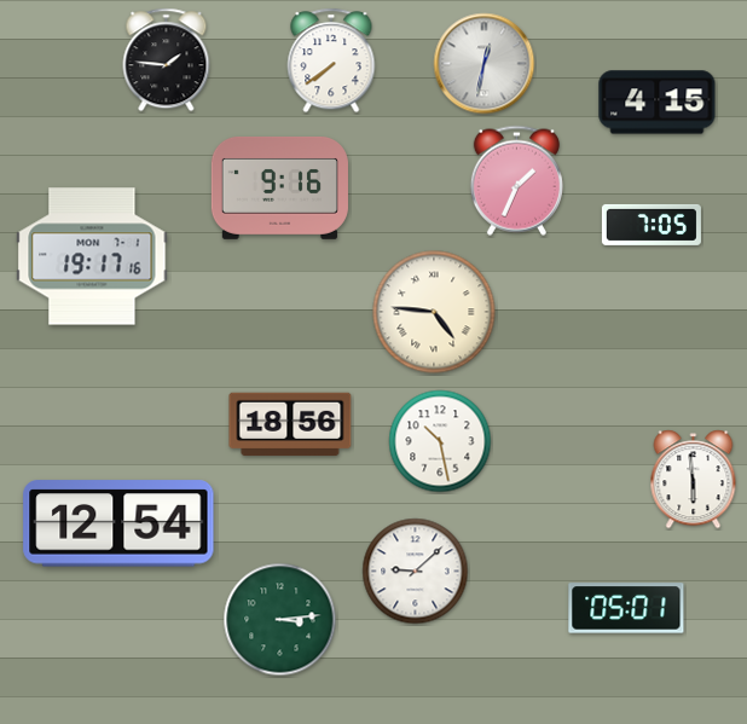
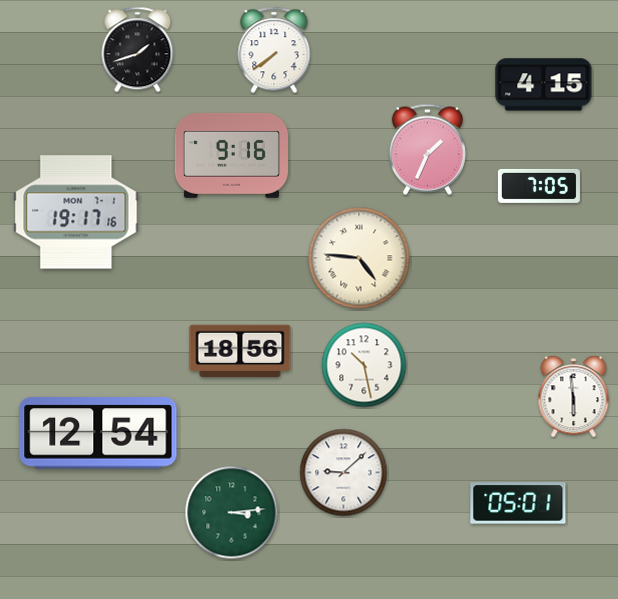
clock at (167, 60): 1:46 -> 1:42
clock at (485, 64): 12:32 -> none
